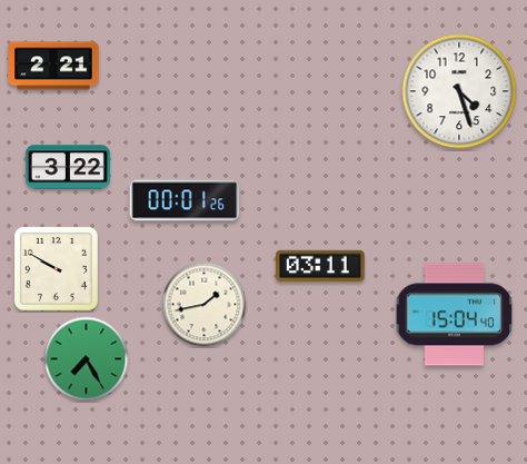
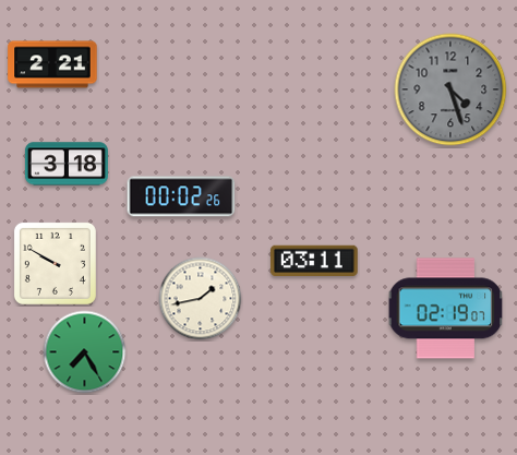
clock at (459, 91) dial: white -> grey
clock at (68, 167): 3:22 -> 3:18
clock at (185, 200): 00:01 -> 00:02
clock at (455, 315): 15:04 -> 02:19
